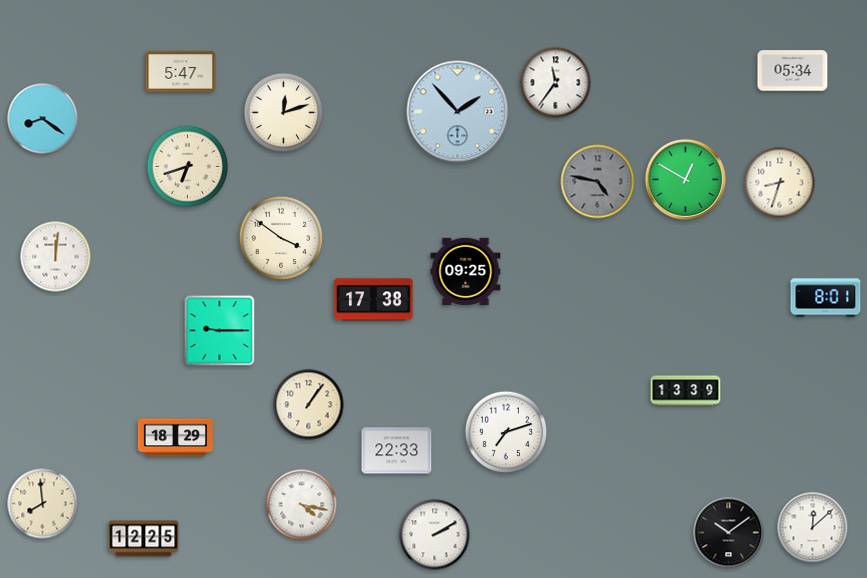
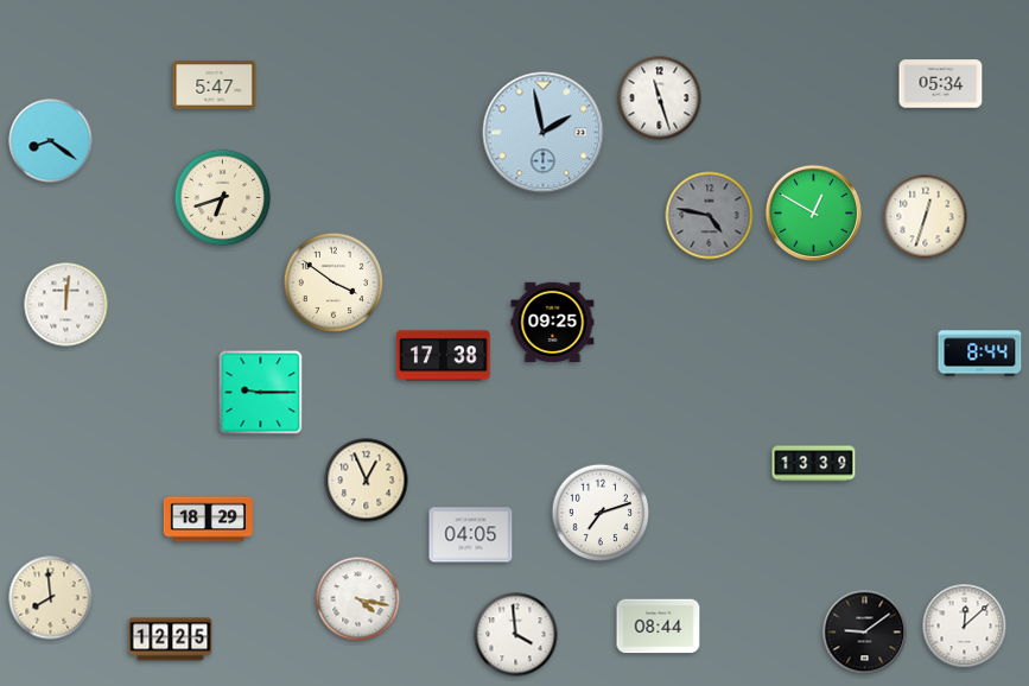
clock at (556, 83): 11:36 -> 11:27
clock at (458, 112): 1:53 -> 1:58
clock at (284, 113): 12:12 -> none
clock at (780, 183): 8:33 -> 12:33
clock at (826, 298): 8:01 -> 8:44
clock at (309, 405): 1:06 -> 12:56
clock at (397, 451): 22:33 -> 04:05
clock at (659, 627): none -> 08:44
clock at (729, 533): 10:09 -> 9:09
clock at (435, 535): 2:10 -> 3:59
